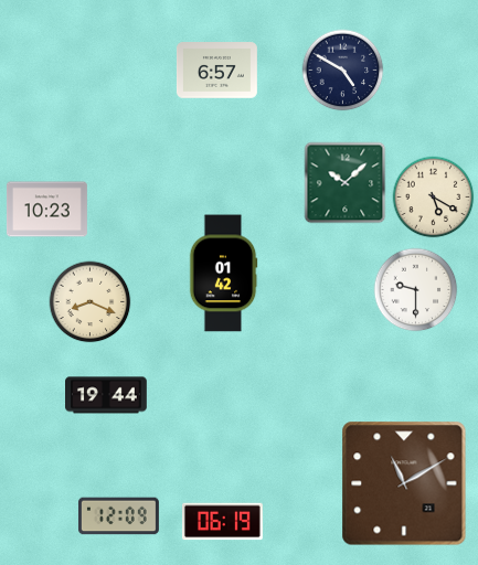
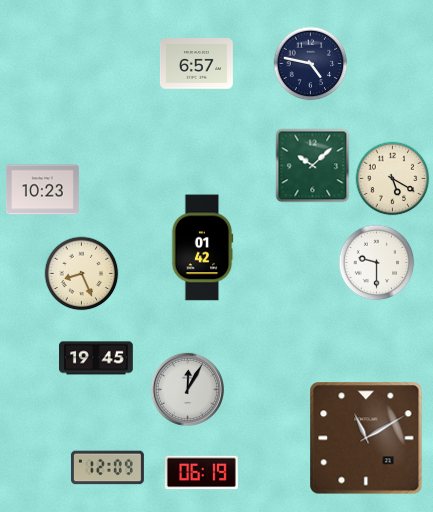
clock at (343, 71): 4:50 -> 4:47
clock at (91, 302): 8:19 -> 8:26
clock at (107, 395): 19:44 -> 19:45
clock at (187, 389): none -> 12:05
